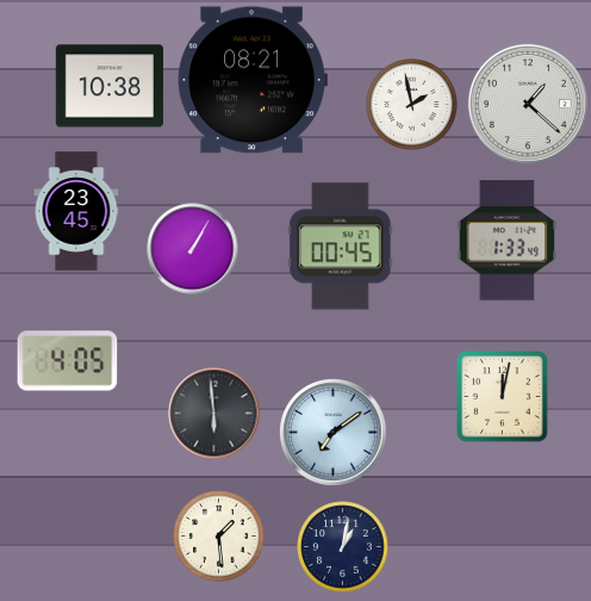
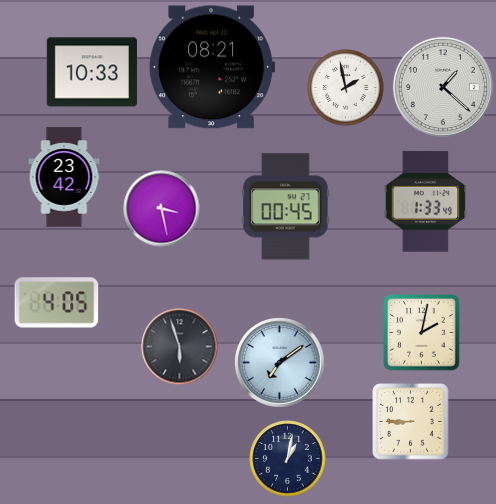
clock at (110, 86): 10:38 -> 10:33
clock at (76, 211): 23:45 -> 23:42
clock at (193, 249): 1:05 -> 3:28
clock at (503, 397): 12:02 -> 2:02
clock at (214, 414): 5:59 -> 5:57
clock at (411, 422): none -> 8:45
clock at (219, 537): 1:29 -> none
